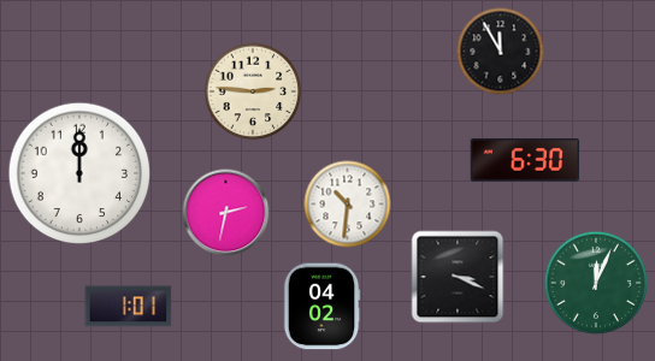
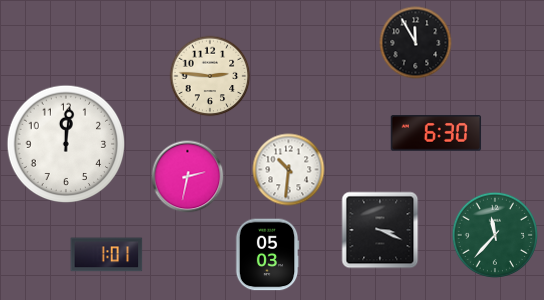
clock at (79, 173): 12:00 -> 12:01
clock at (595, 282): 12:04 -> 11:37
clock at (321, 307): 04:02 -> 05:03
